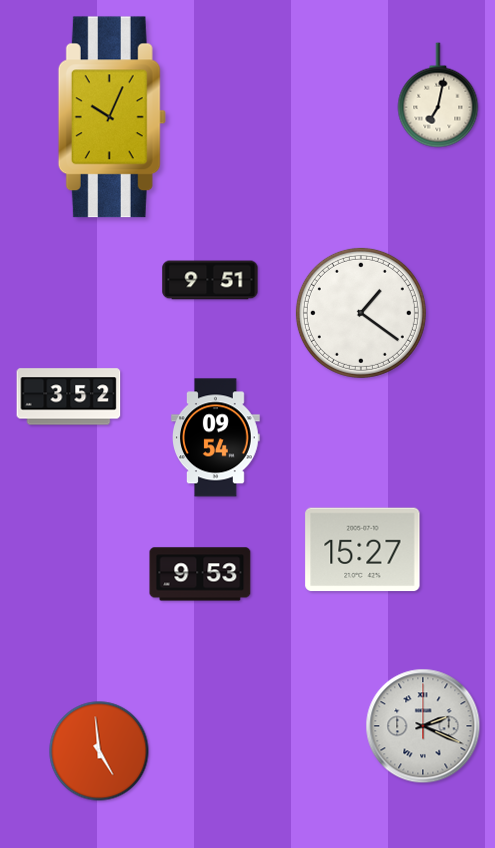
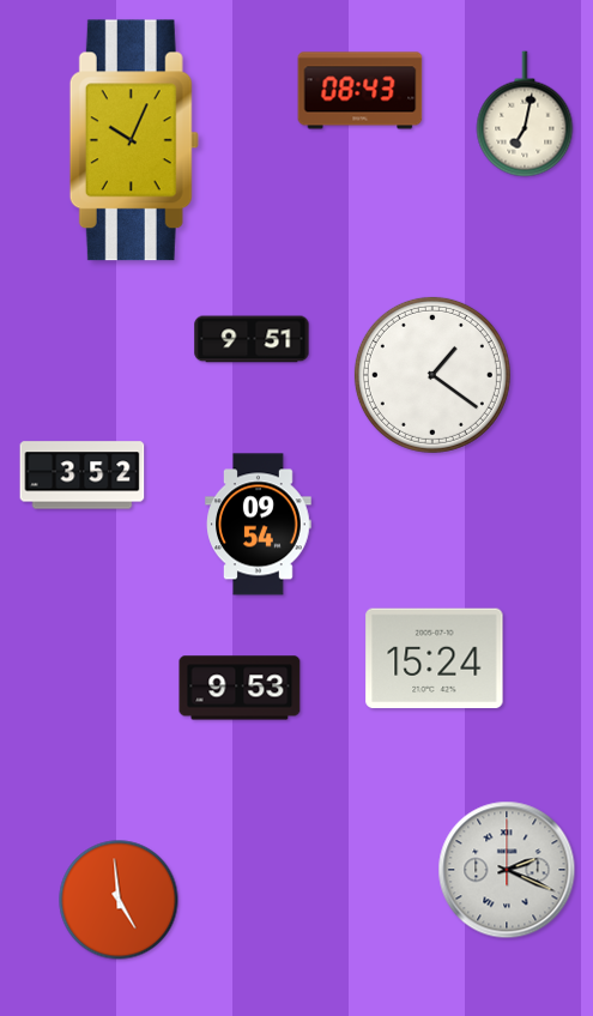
clock at (361, 91): none -> 08:43
clock at (210, 280) position: (210, 280) -> (252, 339)
clock at (363, 550): 15:27 -> 15:24
